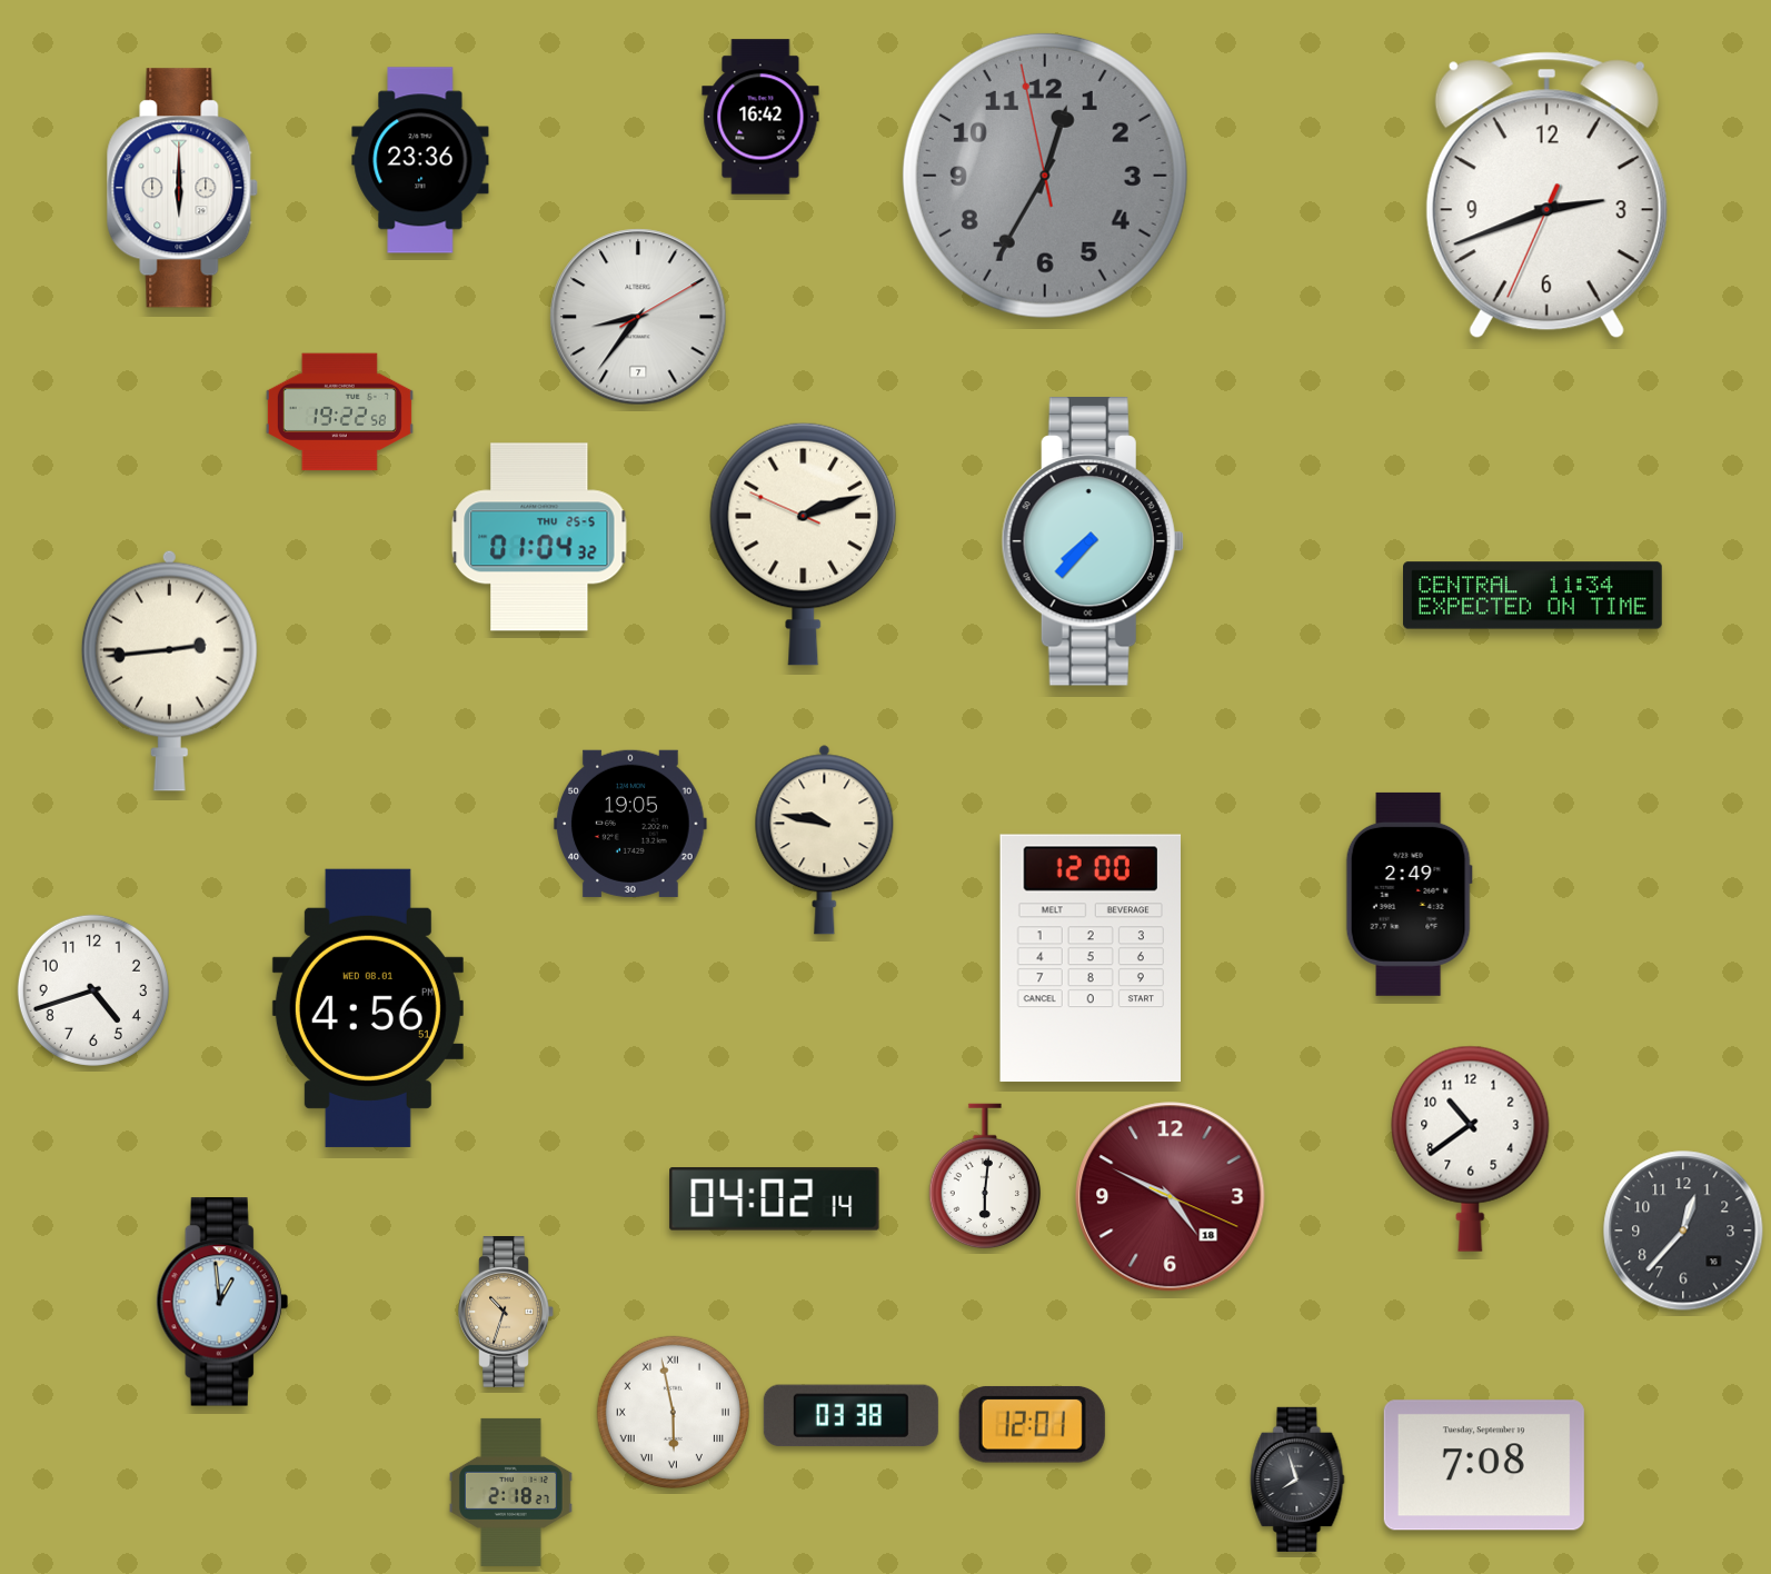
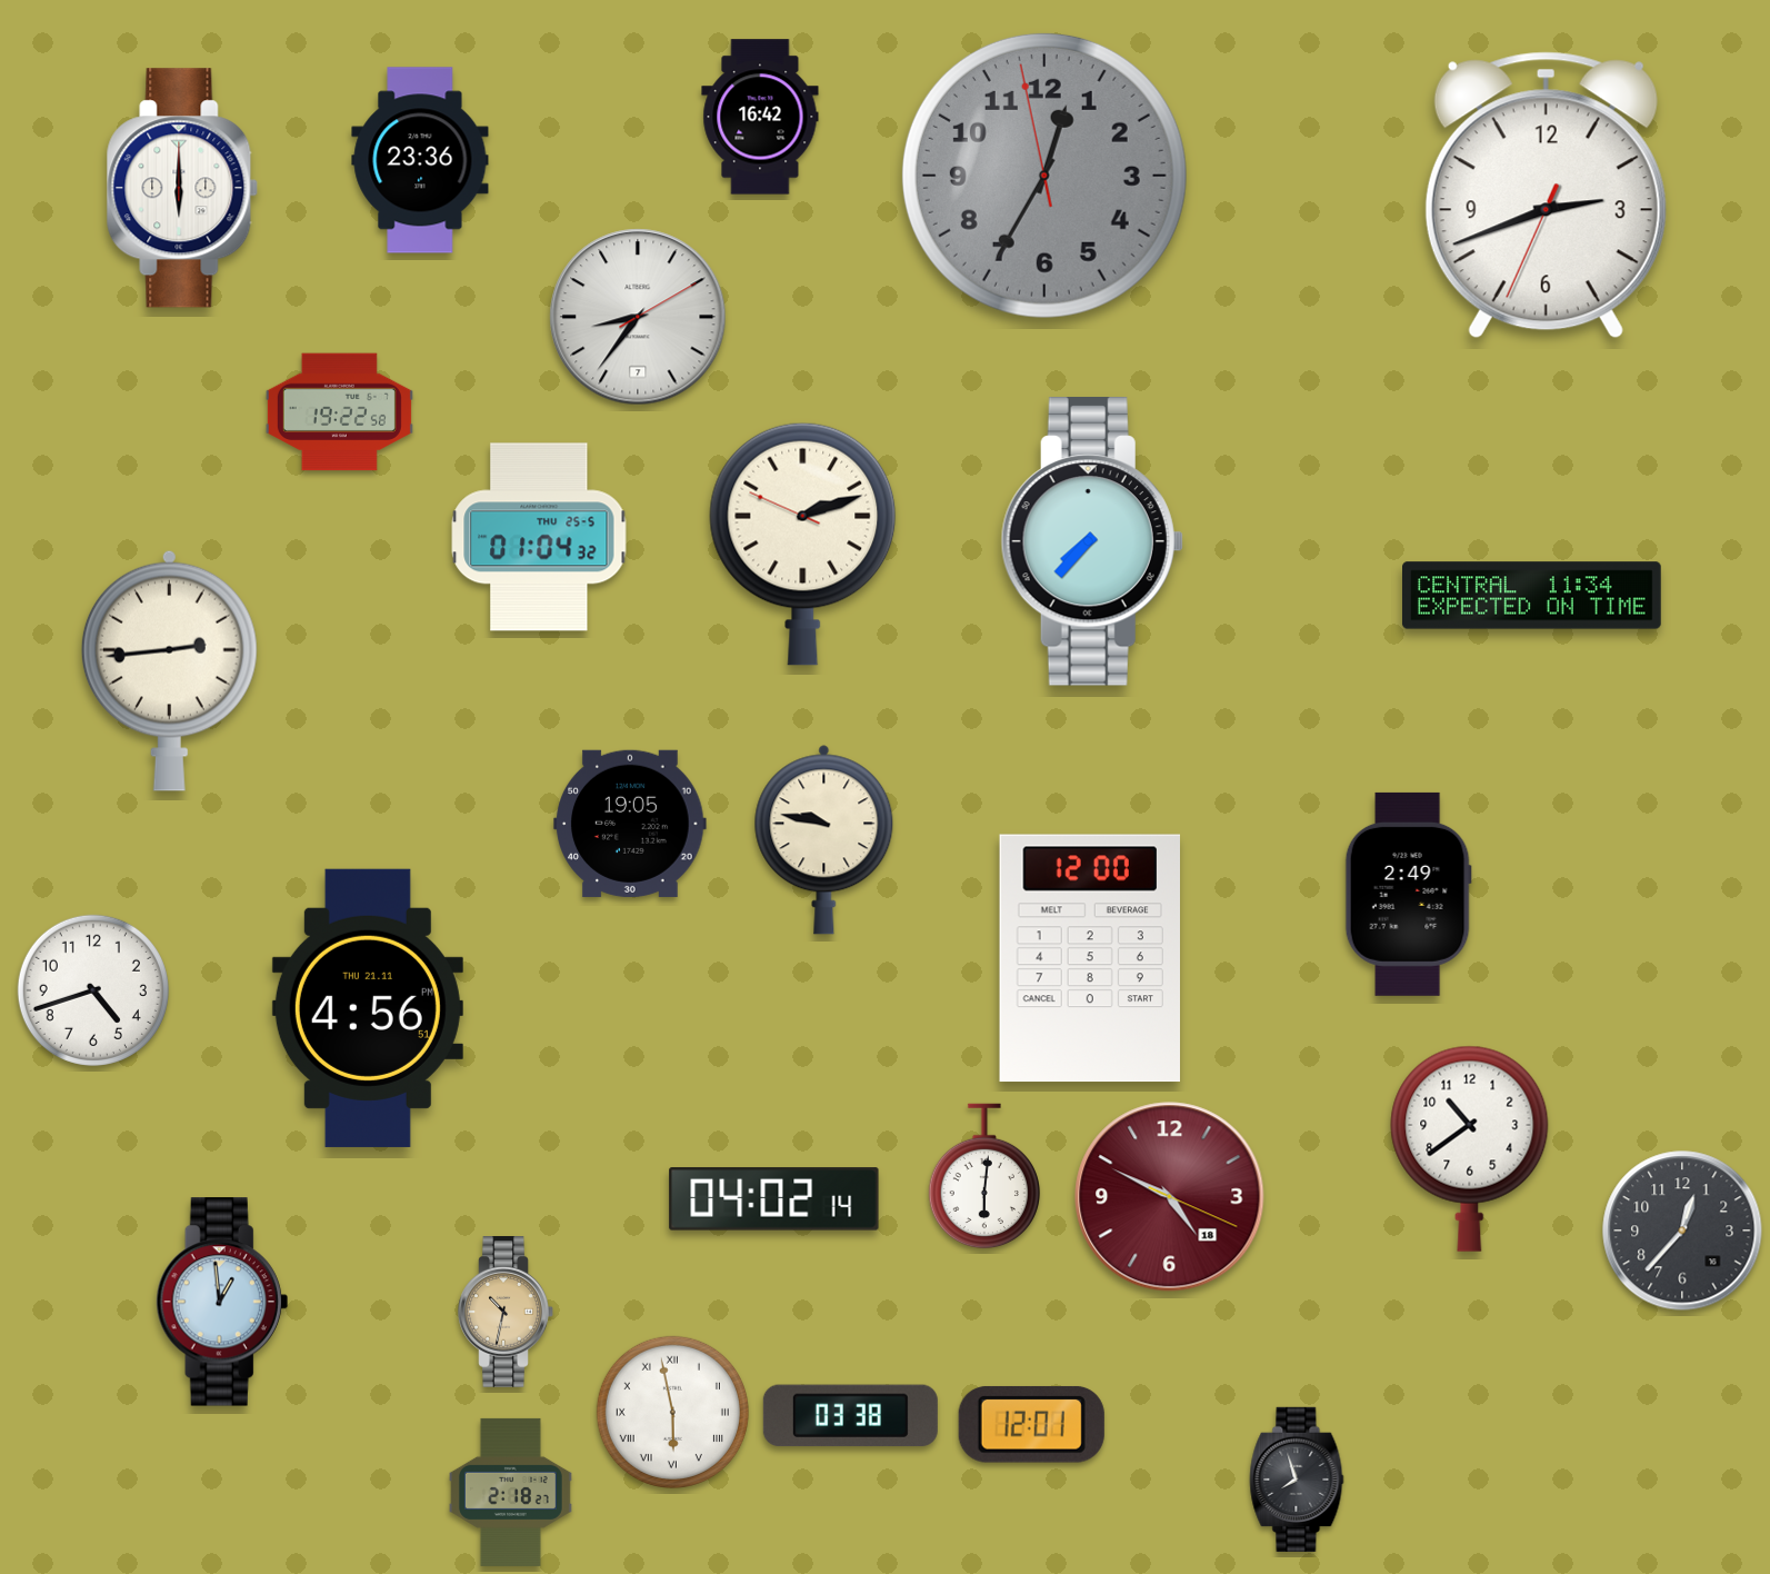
clock at (368, 1008) date: WED 08.01 -> THU 21.11
clock at (506, 1313): 10:33 -> 10:32
clock at (1484, 1465): 7:08 -> none
